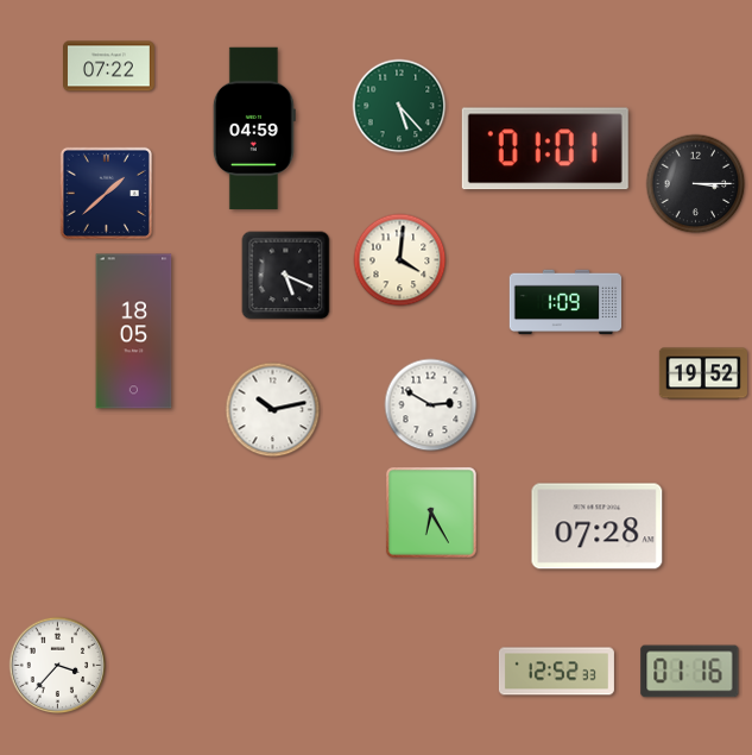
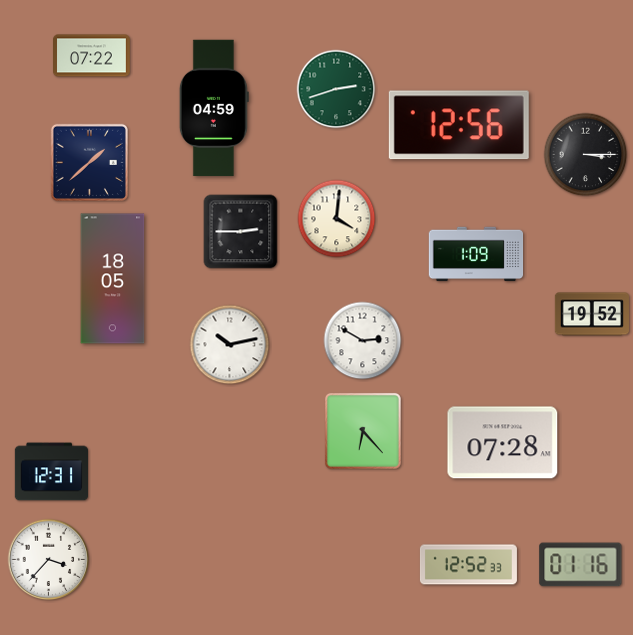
clock at (399, 106): 5:23 -> 2:42
clock at (545, 149): 01:01 -> 12:56
clock at (286, 276): 5:19 -> 2:45
clock at (431, 512): 6:25 -> 6:23
clock at (51, 472): none -> 12:31
